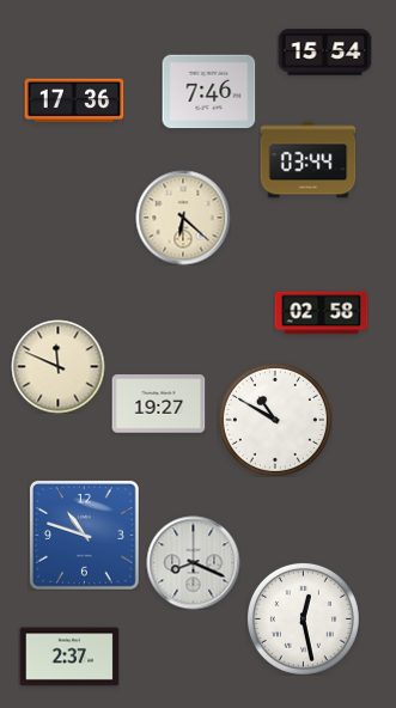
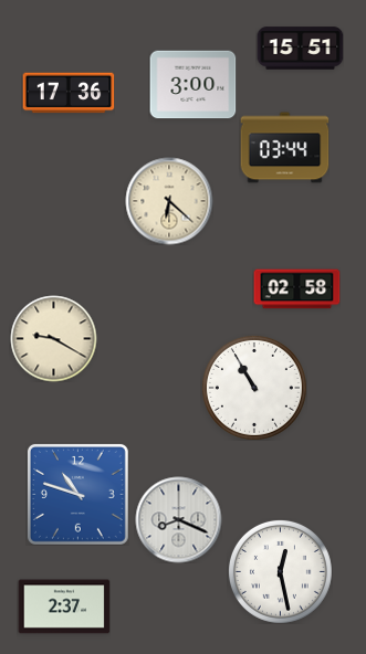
clock at (324, 53): 15:54 -> 15:51
clock at (208, 92): 7:46 -> 3:00
clock at (57, 366): 11:49 -> 9:20
clock at (158, 404): 19:27 -> none
clock at (275, 420): 10:50 -> 10:55
